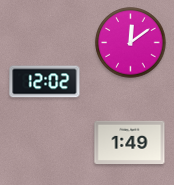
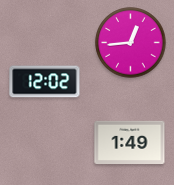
clock at (131, 43): 12:09 -> 12:44
